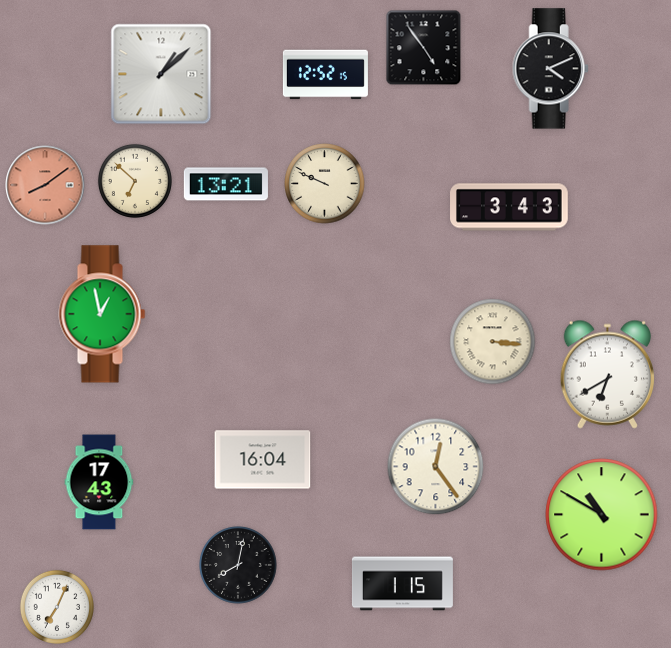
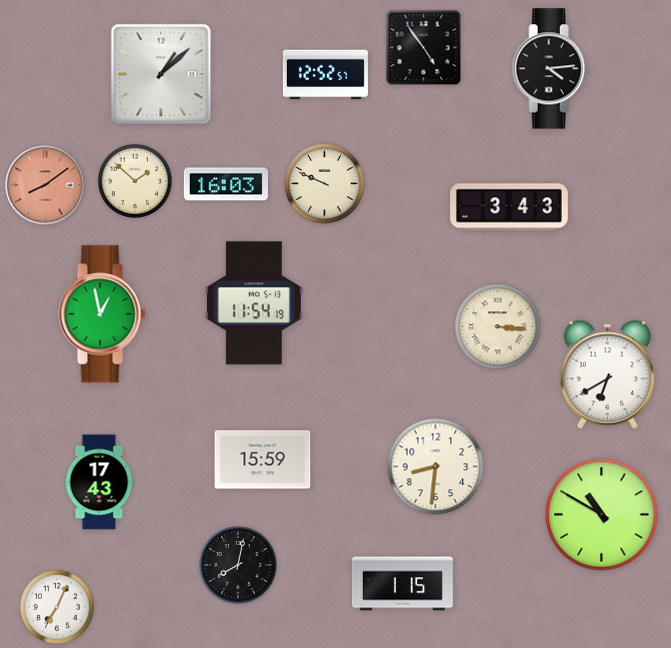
clock at (550, 69): 4:11 -> 4:14
clock at (325, 75): 12:52:15 -> 12:52:57
clock at (135, 181): 6:52 -> 1:52
clock at (226, 184): 13:21 -> 16:03
clock at (254, 303): none -> 11:54
clock at (493, 342) position: (493, 342) -> (498, 327)
clock at (263, 460): 16:04 -> 15:59
clock at (436, 467): 12:24 -> 8:31
